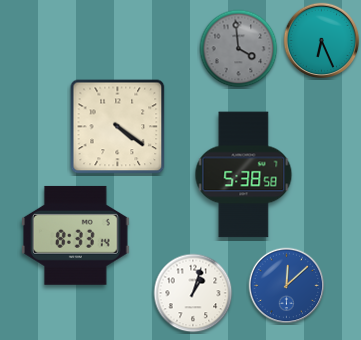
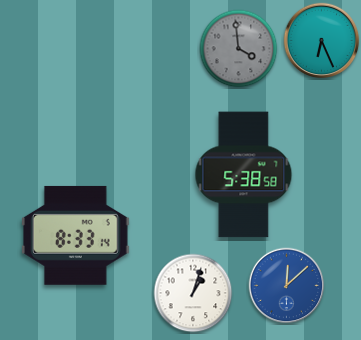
clock at (118, 127): 4:21 -> none
